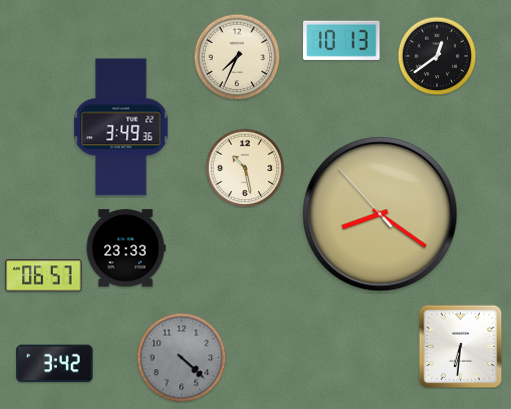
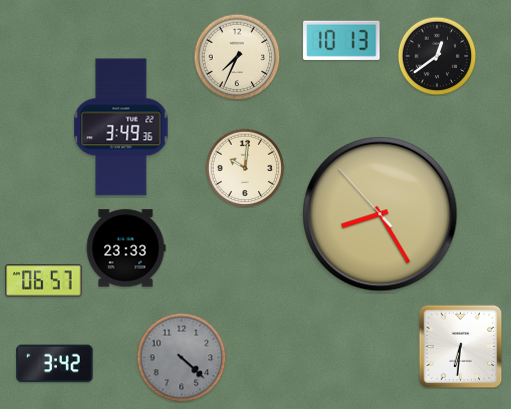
clock at (245, 168): 10:28 -> 10:01
clock at (380, 214): 8:20 -> 8:24
clock at (44, 276) position: (44, 276) -> (44, 281)
